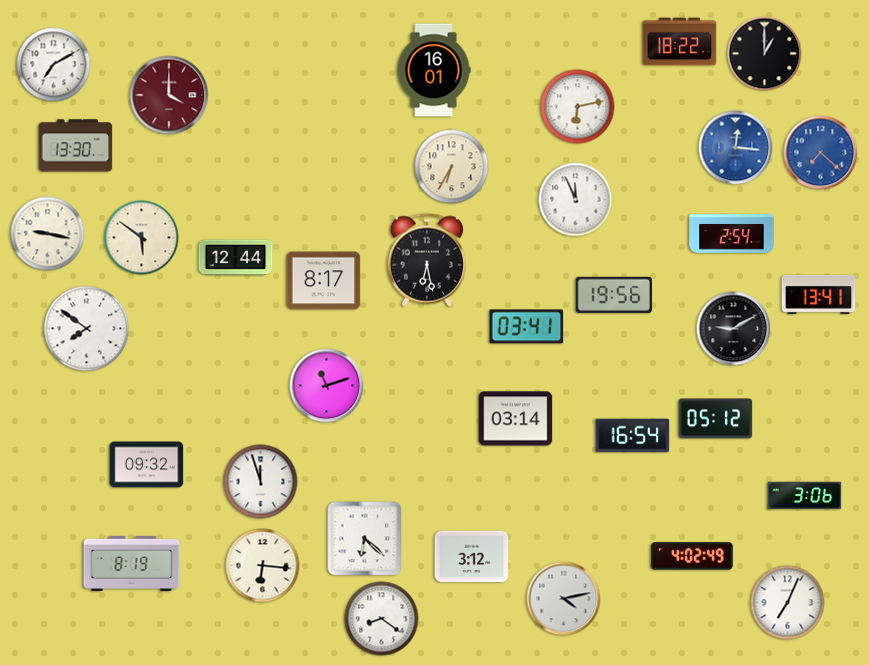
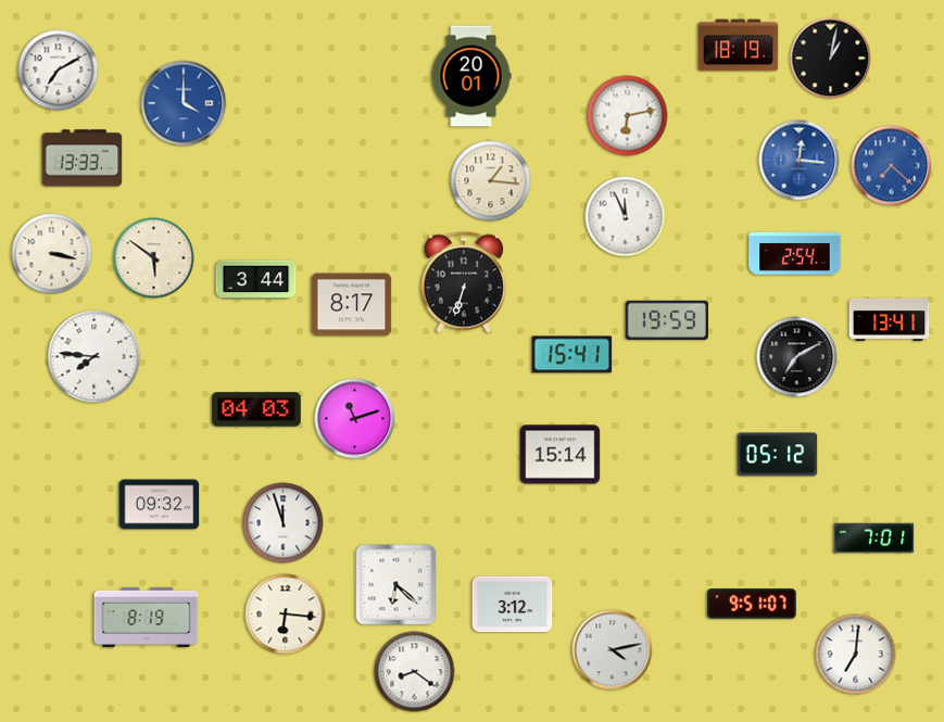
clock at (680, 42): 18:22 -> 18:19
clock at (765, 54): 1:00 -> 1:02
clock at (434, 70): 16:01 -> 20:01
clock at (169, 95) dial: burgundy -> blue
clock at (76, 146): 13:30 -> 13:33
clock at (452, 167): 6:35 -> 1:16
clock at (48, 234): 9:17 -> 3:17
clock at (236, 258): 12:44 -> 3:44
clock at (427, 260): 6:28 -> 6:33
clock at (613, 295): 19:56 -> 19:59
clock at (527, 327): 03:41 -> 15:41
clock at (87, 329): 7:51 -> 7:46
clock at (734, 329): 9:10 -> 7:10
clock at (256, 409): none -> 04:03
clock at (516, 419): 03:14 -> 15:14
clock at (633, 436): 16:54 -> none
clock at (805, 496): 3:06 -> 7:01
clock at (693, 556): 4:02 -> 9:51
clock at (132, 563) position: (132, 563) -> (147, 617)
clock at (788, 603): 7:04 -> 7:01
